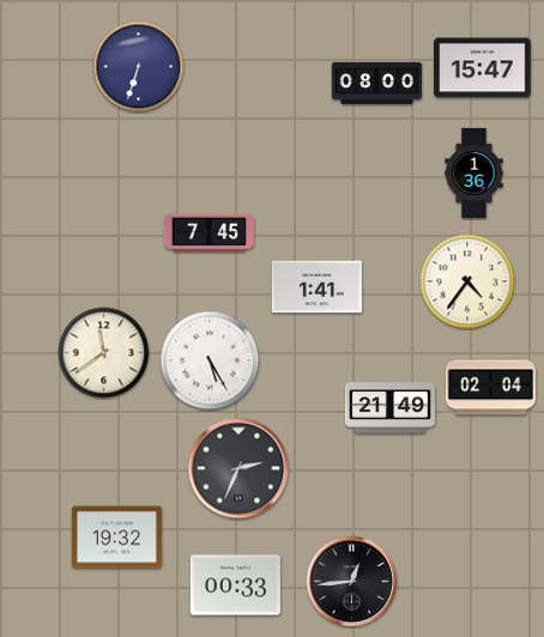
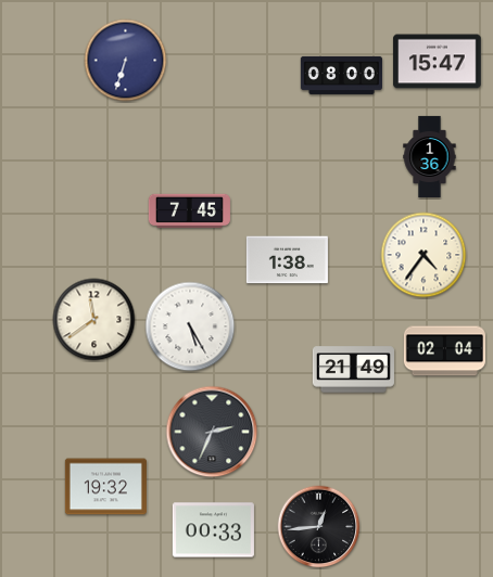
clock at (316, 287): 1:41 -> 1:38
clock at (238, 468) position: (238, 468) -> (212, 432)
